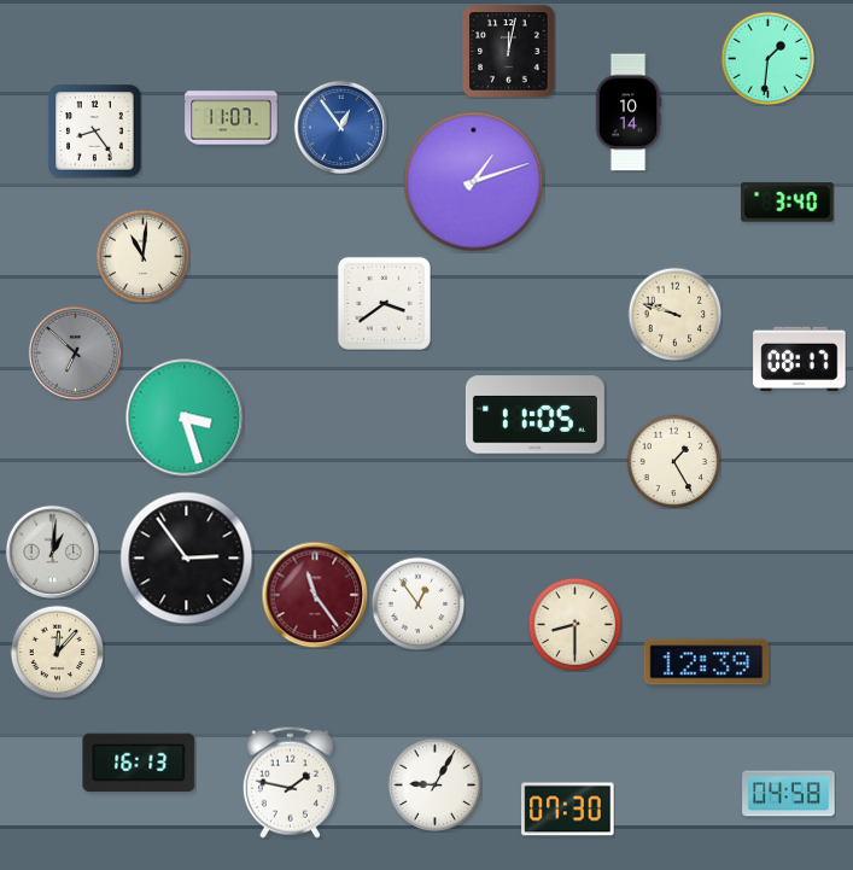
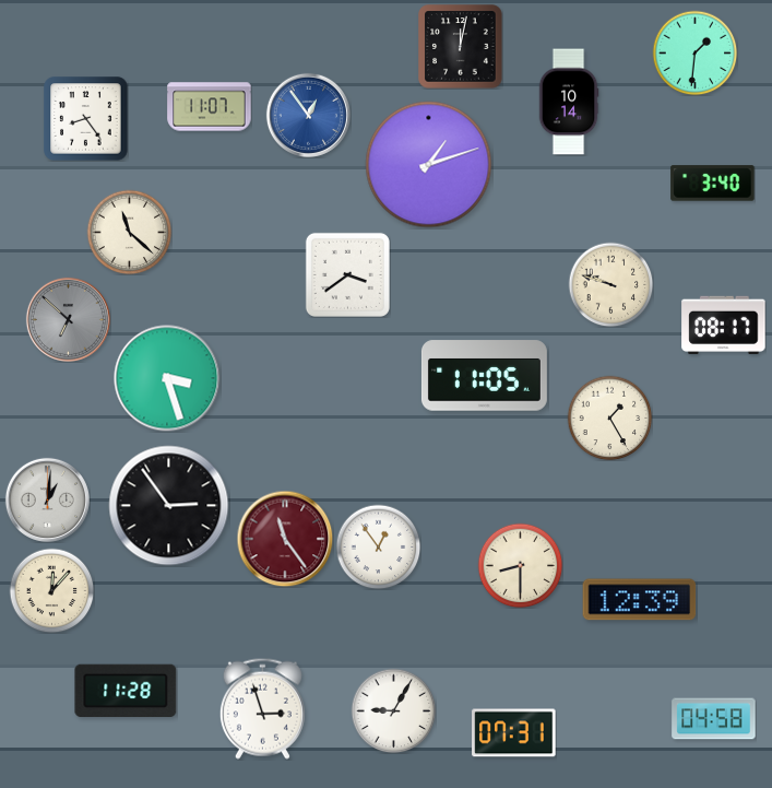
clock at (142, 256): 11:01 -> 11:22
clock at (139, 761): 16:13 -> 11:28
clock at (290, 782): 1:47 -> 2:57
clock at (568, 810): 07:30 -> 07:31
